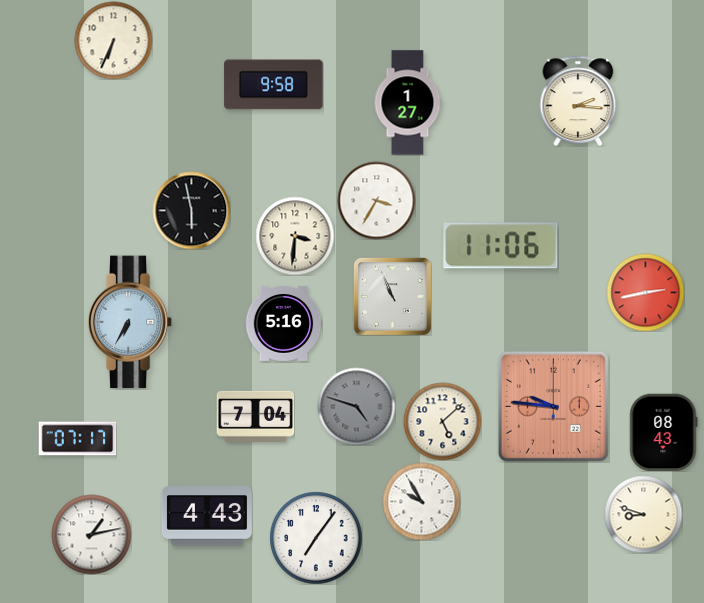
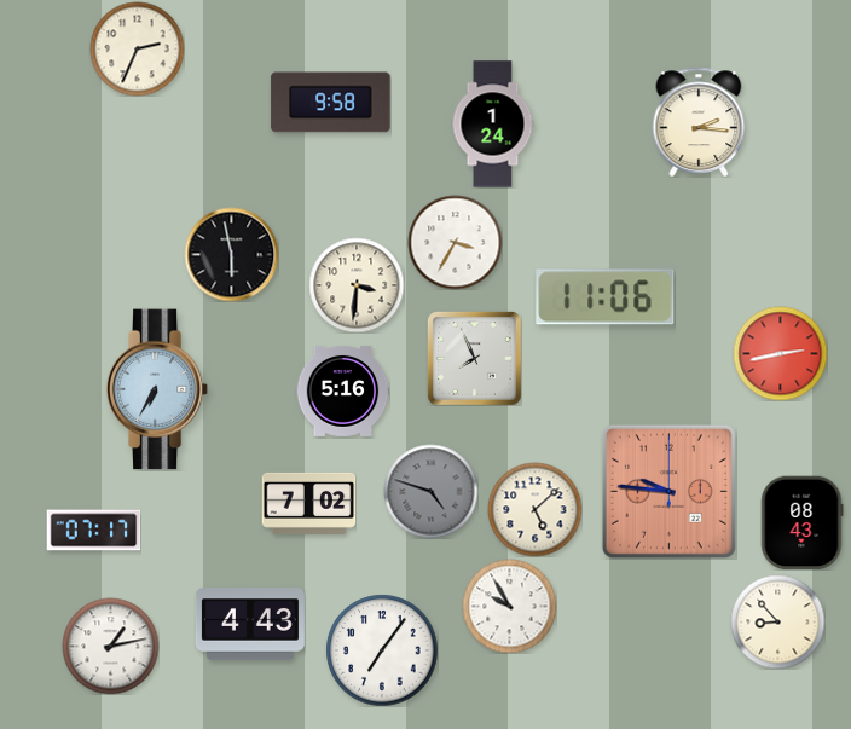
clock at (113, 40): 6:34 -> 2:34
clock at (408, 103): 1:27 -> 1:24
clock at (392, 296): 10:56 -> 7:56
clock at (255, 416): 7:04 -> 7:02
clock at (643, 514): 8:48 -> 8:53
